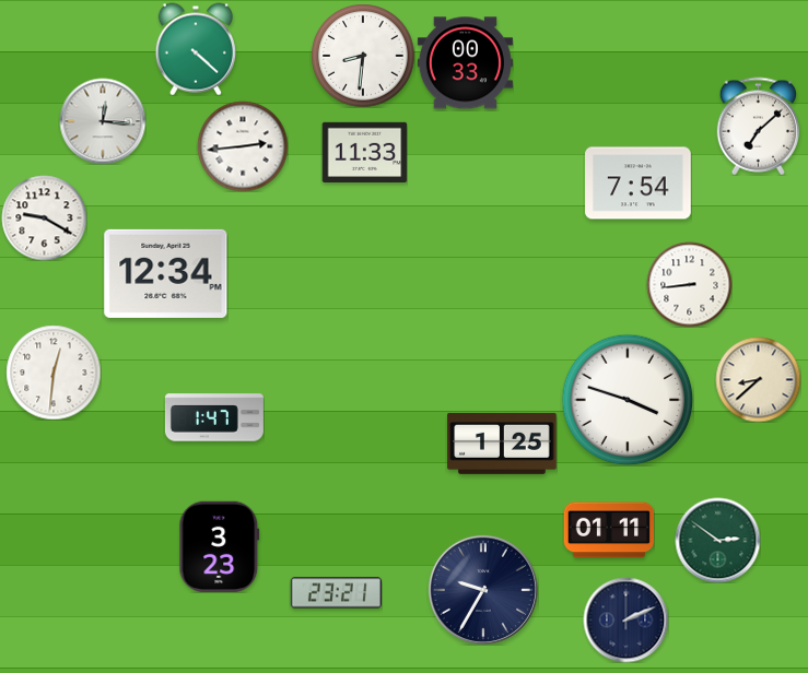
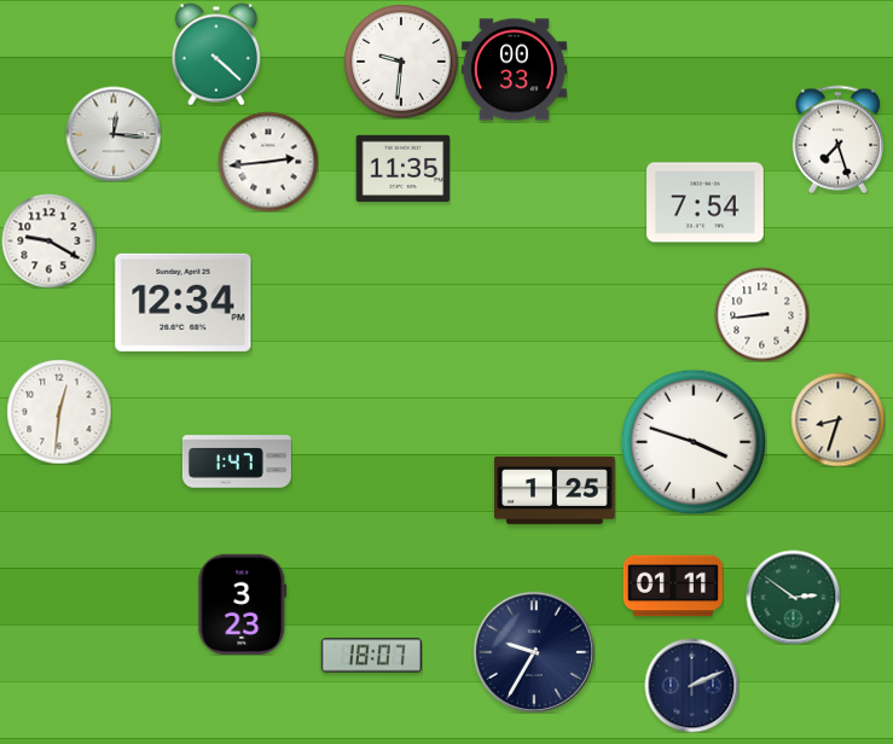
clock at (363, 56): 8:31 -> 9:31
clock at (758, 126): 7:08 -> 7:27
clock at (364, 152): 11:33 -> 11:35
clock at (758, 379): 8:38 -> 8:33
clock at (336, 593): 23:21 -> 18:07
